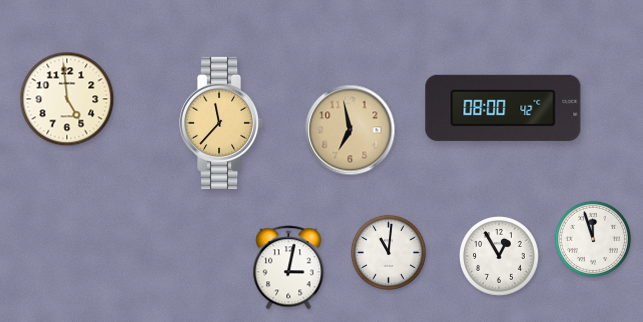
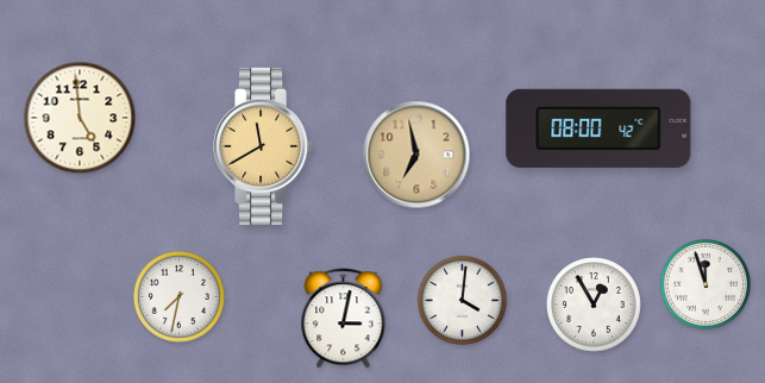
clock at (222, 123): 11:37 -> 11:40
clock at (178, 296): none -> 7:32
clock at (388, 252): 11:01 -> 4:01
